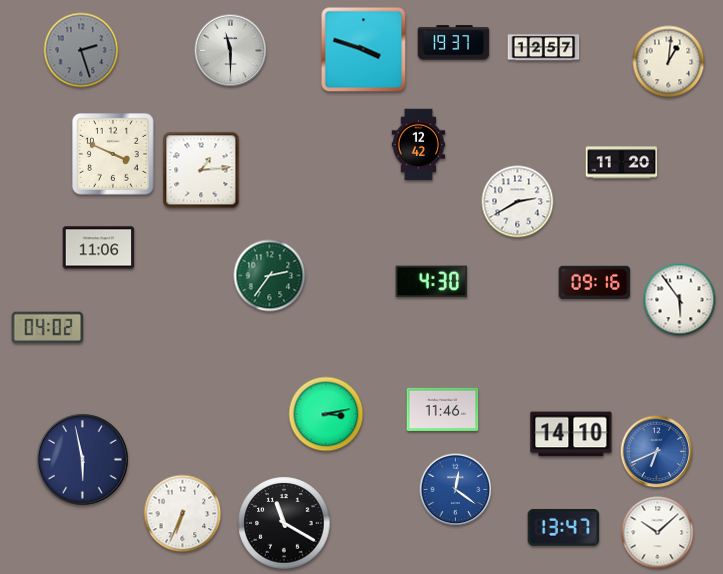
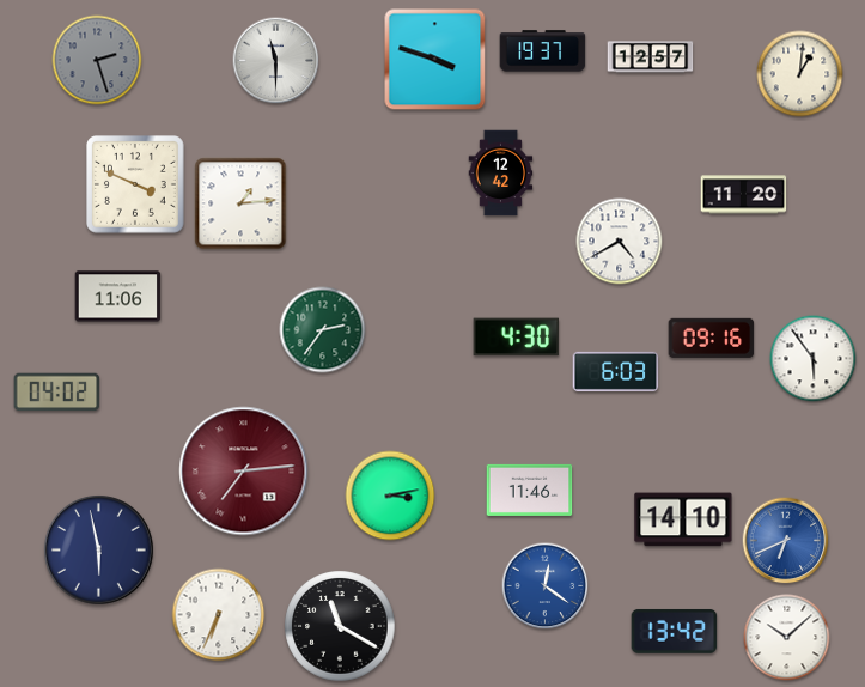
clock at (518, 202): 2:40 -> 4:40
clock at (616, 371): none -> 6:03
clock at (244, 472): none -> 7:14
clock at (564, 527): 13:47 -> 13:42
